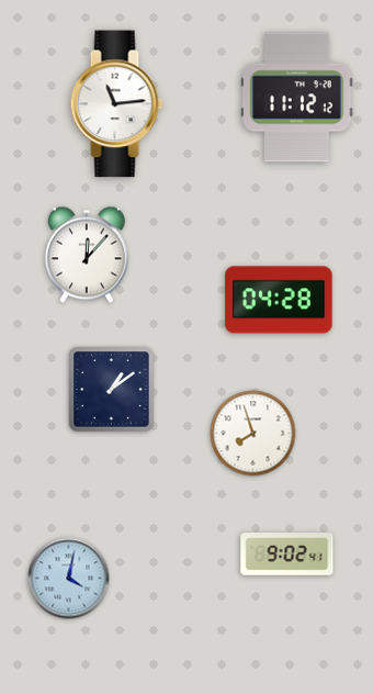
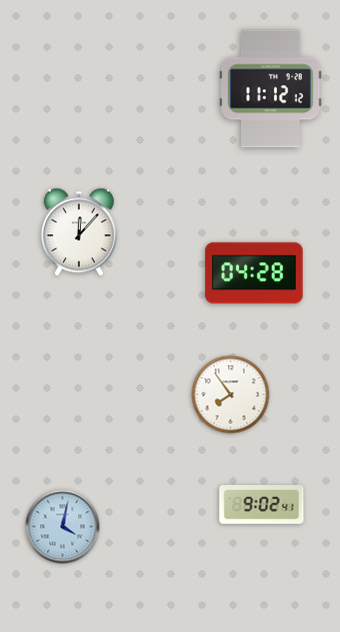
clock at (116, 104): 11:14 -> none
clock at (112, 390): 1:09 -> none
clock at (253, 434): 7:57 -> 7:54
